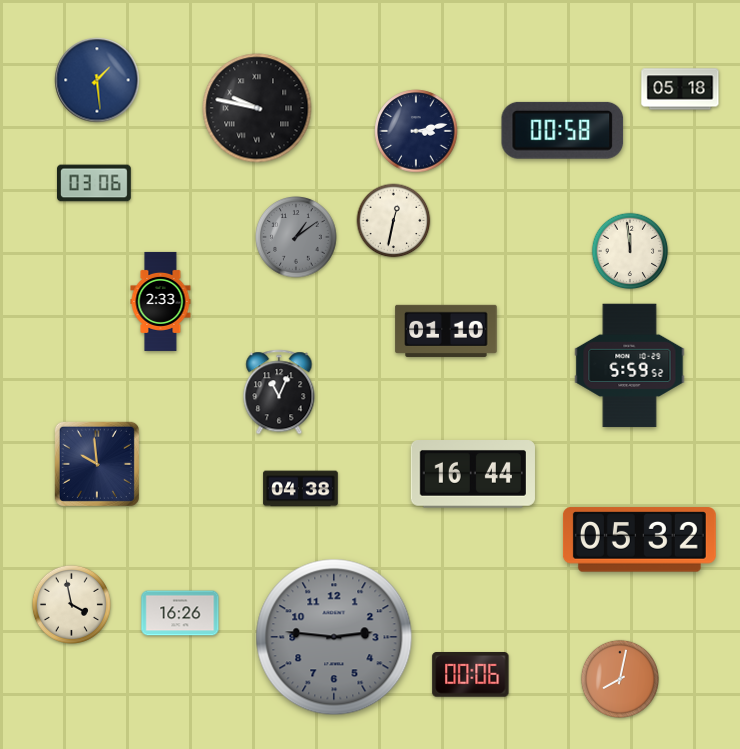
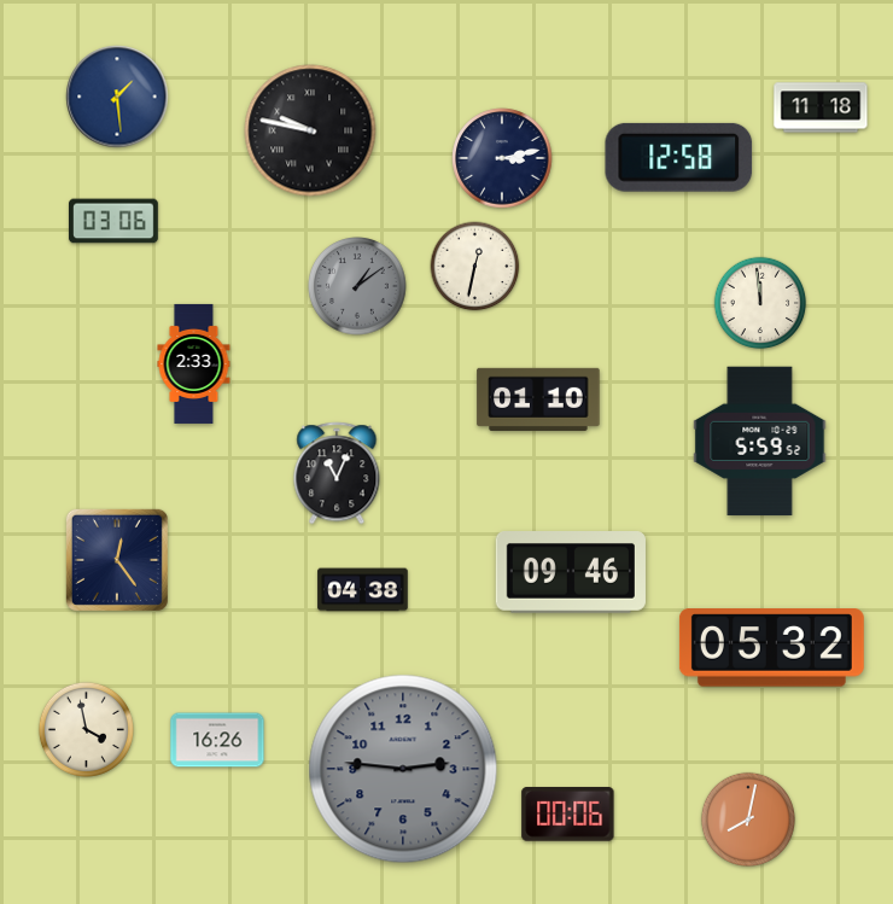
clock at (680, 89): 05:18 -> 11:18
clock at (563, 130): 00:58 -> 12:58
clock at (97, 464): 9:59 -> 12:24
clock at (473, 475): 16:44 -> 09:46
clock at (639, 540) position: (639, 540) -> (771, 648)
